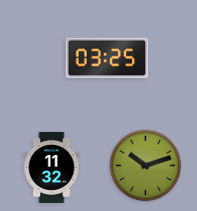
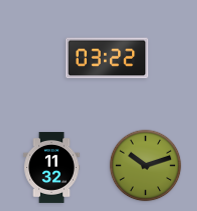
clock at (107, 58): 03:25 -> 03:22
